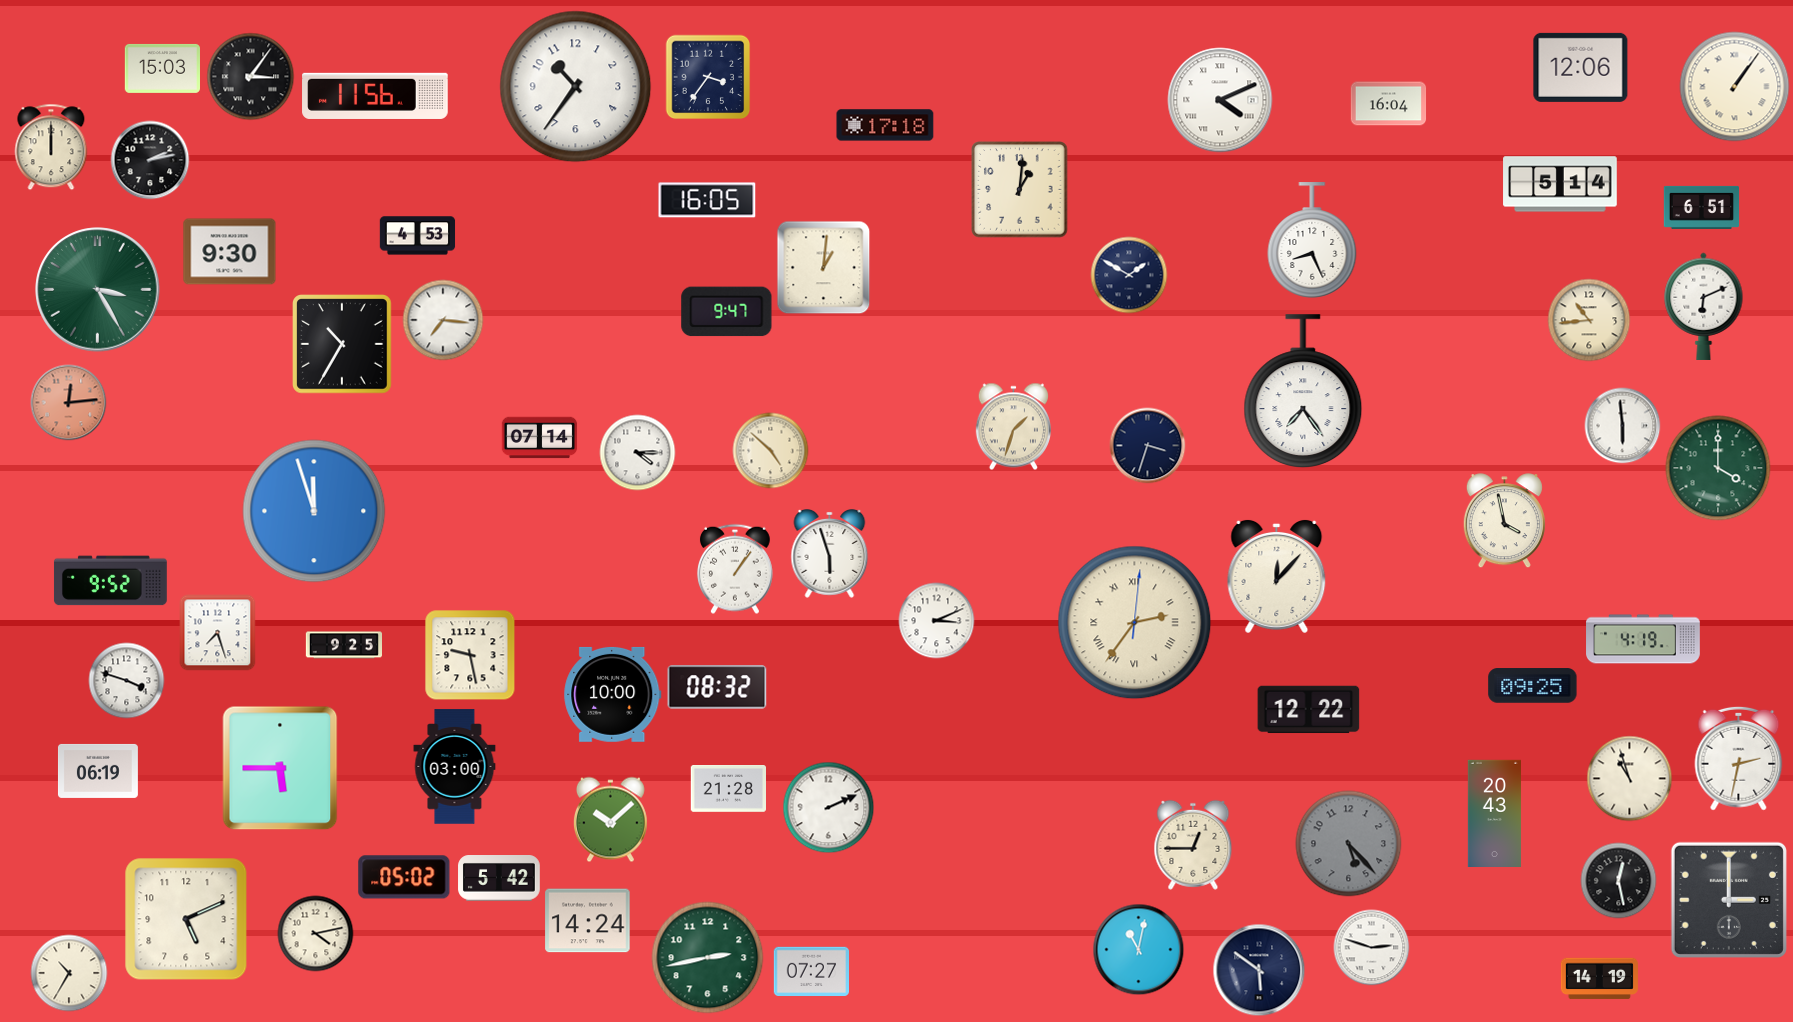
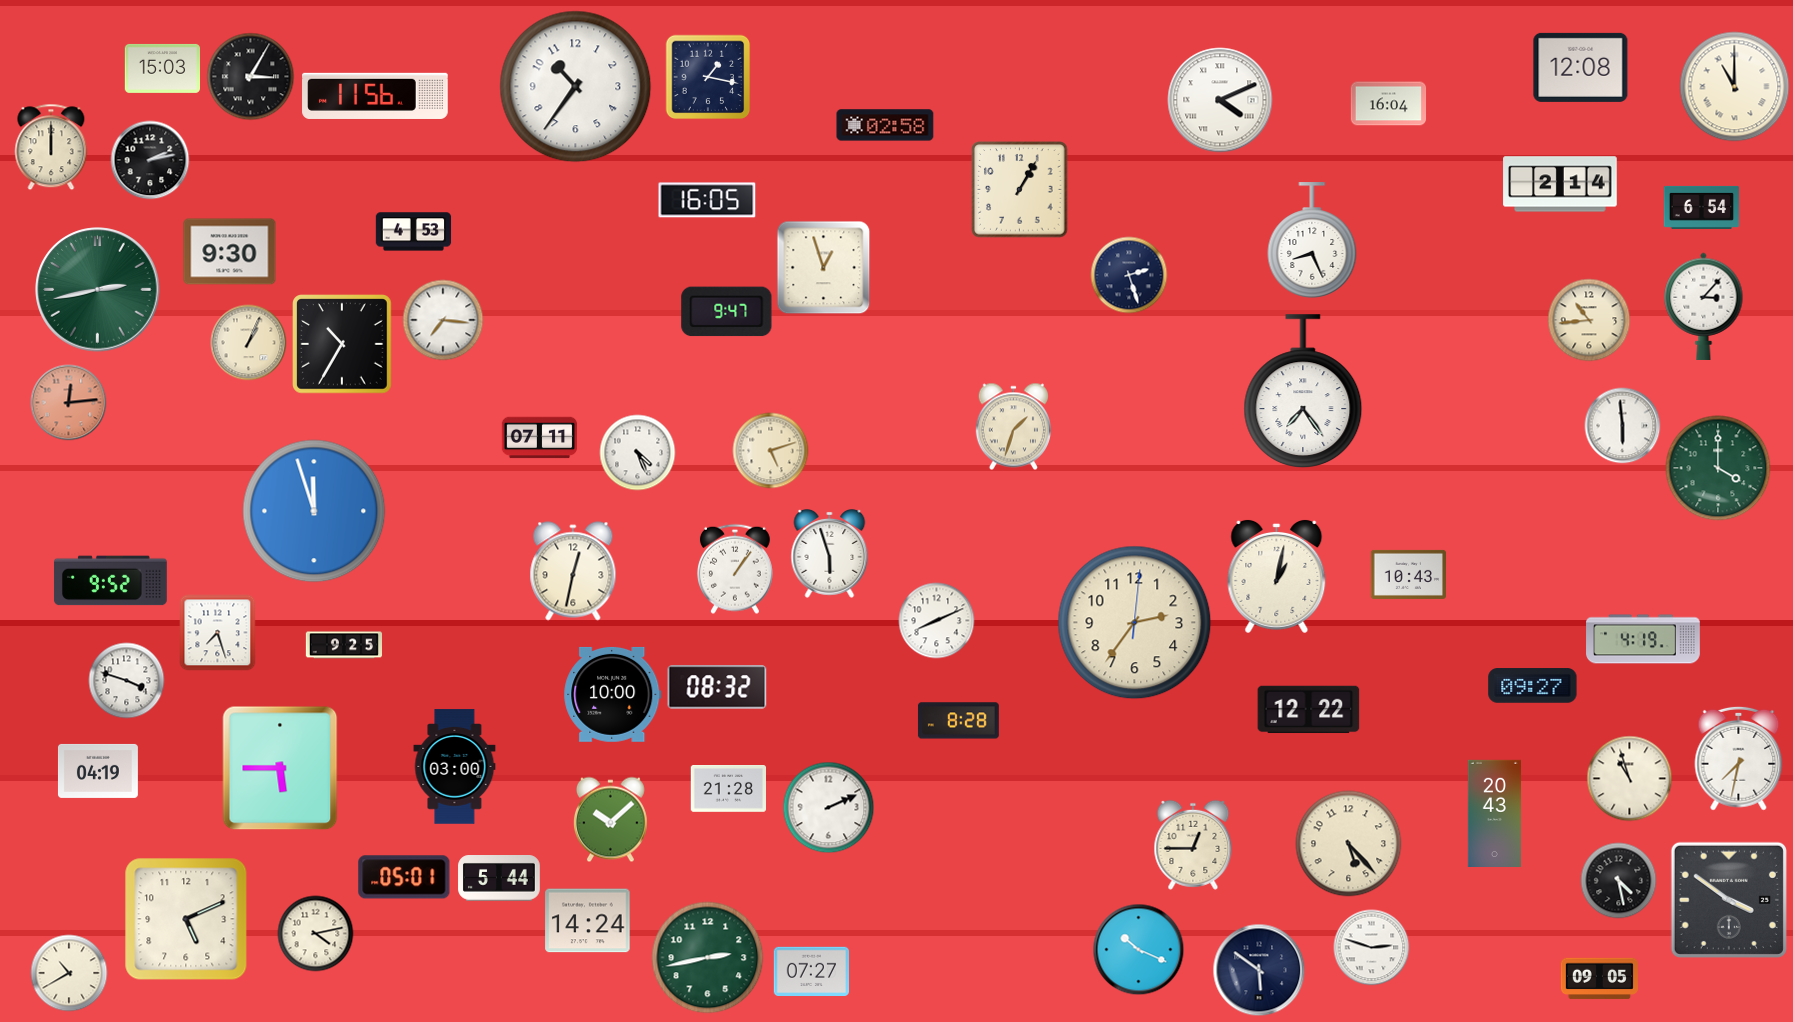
clock at (1581, 67): 12:06 -> 12:08
clock at (251, 77): 3:06 -> 3:05
clock at (708, 77): 3:36 -> 1:17
clock at (1735, 87): 1:06 -> 11:00
clock at (885, 125): 17:18 -> 02:58
clock at (1560, 184): 5:14 -> 2:14
clock at (1020, 190): 1:01 -> 1:05
clock at (1702, 207): 6:51 -> 6:54
clock at (418, 236) position: (418, 236) -> (414, 232)
clock at (824, 268): 1:01 -> 12:57
clock at (1129, 275): 1:50 -> 2:27
clock at (98, 290): 3:25 -> 2:43
clock at (1704, 306): 6:11 -> 3:07
clock at (249, 343): none -> 1:04
clock at (540, 438): 07:14 -> 07:11
clock at (1148, 446): 3:33 -> none
clock at (771, 451): 4:52 -> 5:12
clock at (638, 453): 4:15 -> 4:26
clock at (1504, 521): 3:58 -> none
clock at (573, 571): none -> 12:32
clock at (1409, 574): none -> 10:43
clock at (1277, 576): 12:07 -> 1:02
clock at (937, 621): 3:11 -> 8:11
clock at (1135, 623) numerals: Roman -> Arabic
clock at (470, 655): 9:28 -> none
clock at (1533, 686): 09:25 -> 09:27
clock at (958, 721): none -> 8:28
clock at (1739, 758): 2:32 -> 7:32
clock at (98, 771): 06:19 -> 04:19
clock at (1349, 844) dial: grey -> cream
clock at (404, 877): 05:02 -> 05:01
clock at (499, 878): 5:42 -> 5:44
clock at (1619, 881): 12:28 -> 4:28
clock at (1729, 900): 3:00 -> 3:51
clock at (1139, 950): 11:02 -> 10:19
clock at (69, 973): 10:35 -> 10:40
clock at (1599, 979): 14:19 -> 09:05
